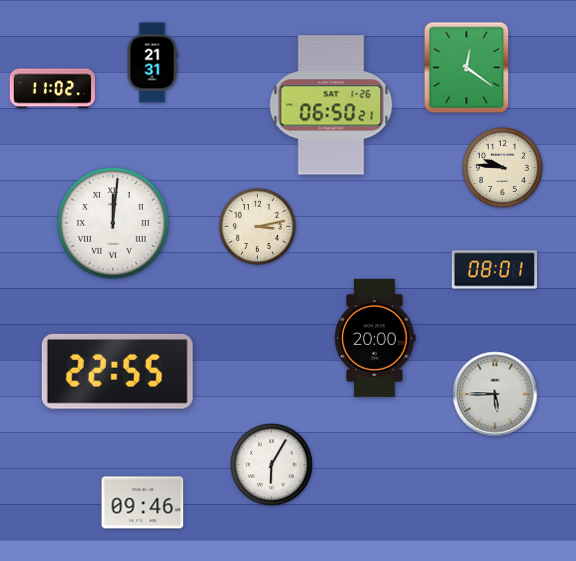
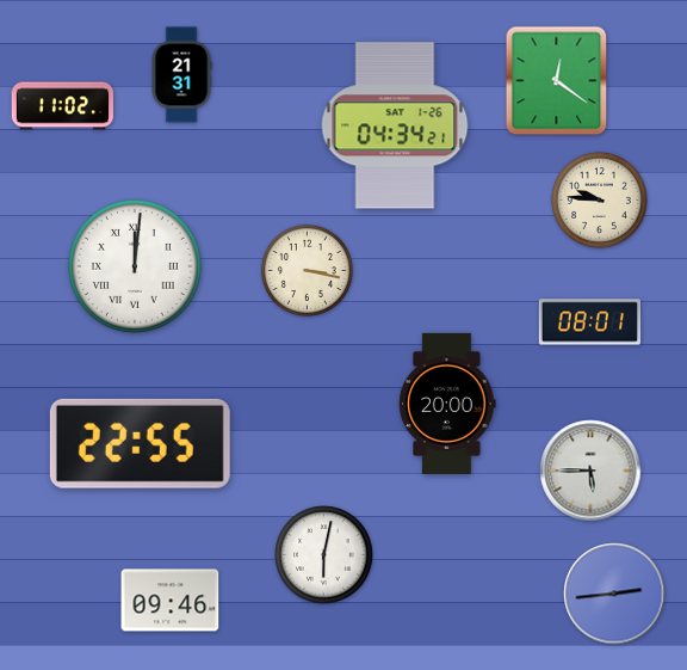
clock at (331, 105): 06:50 -> 04:34
clock at (257, 226): 3:13 -> 3:17
clock at (272, 465): 6:05 -> 6:02
clock at (614, 594): none -> 2:44
